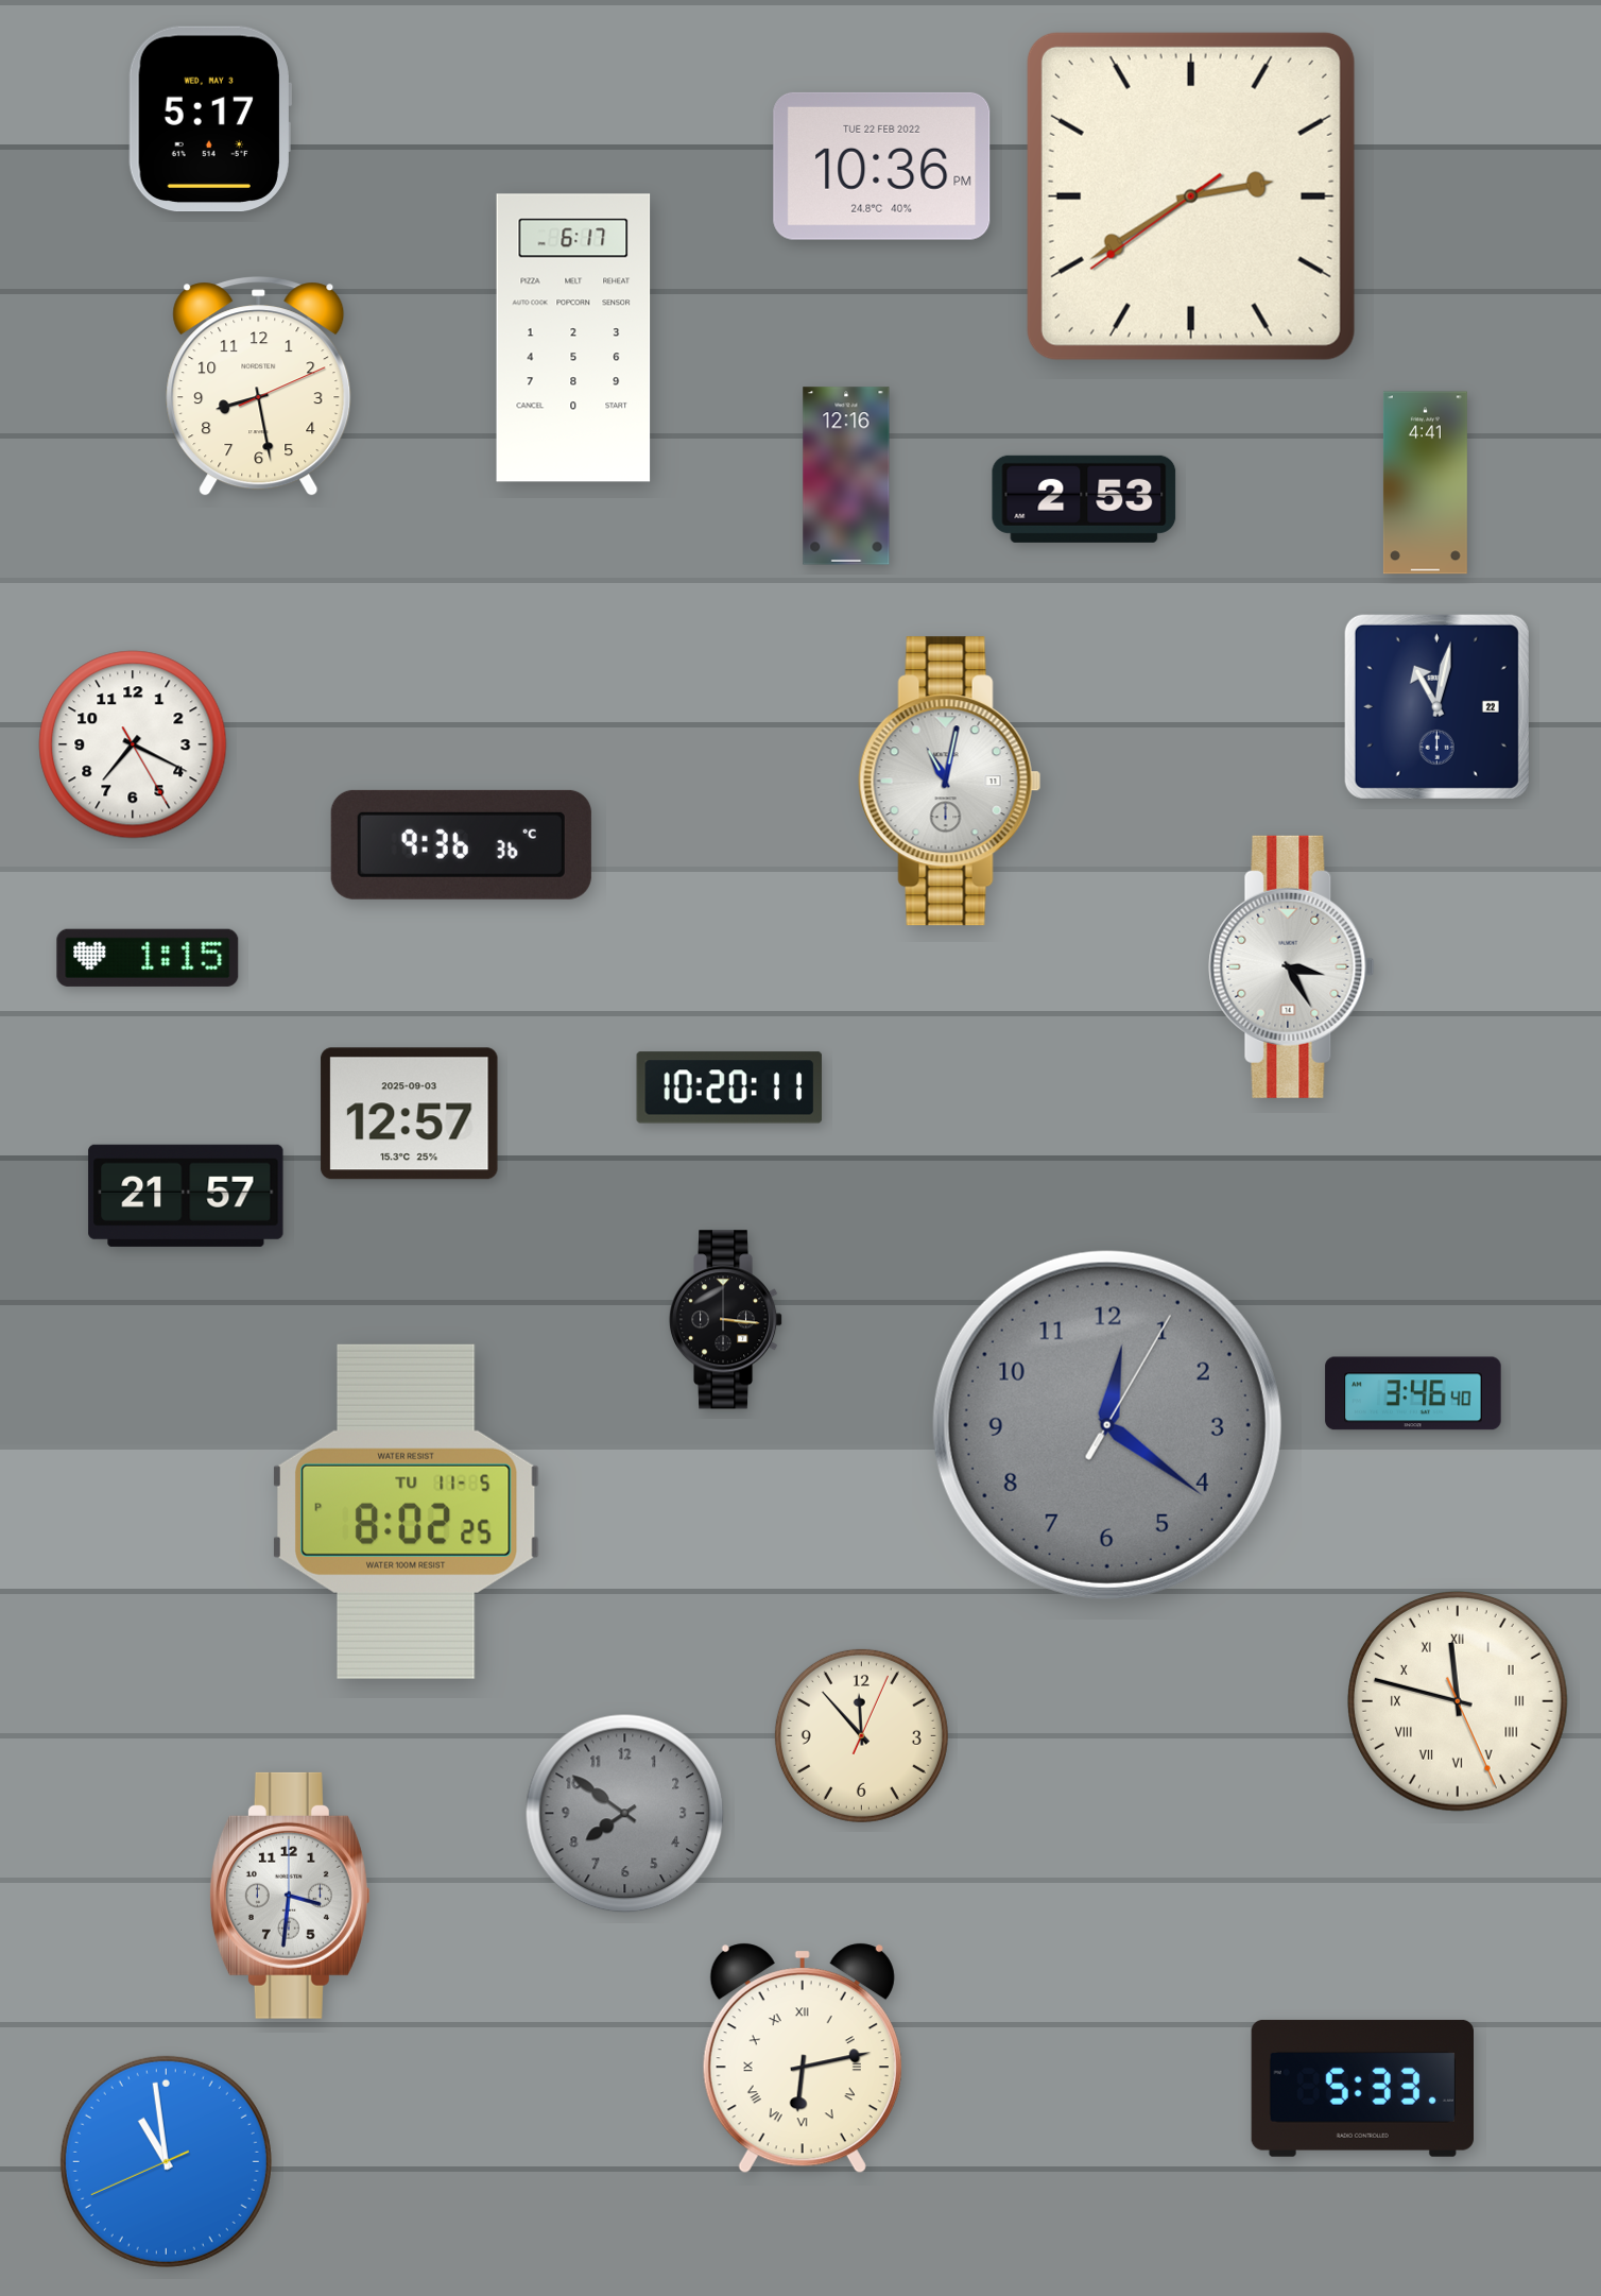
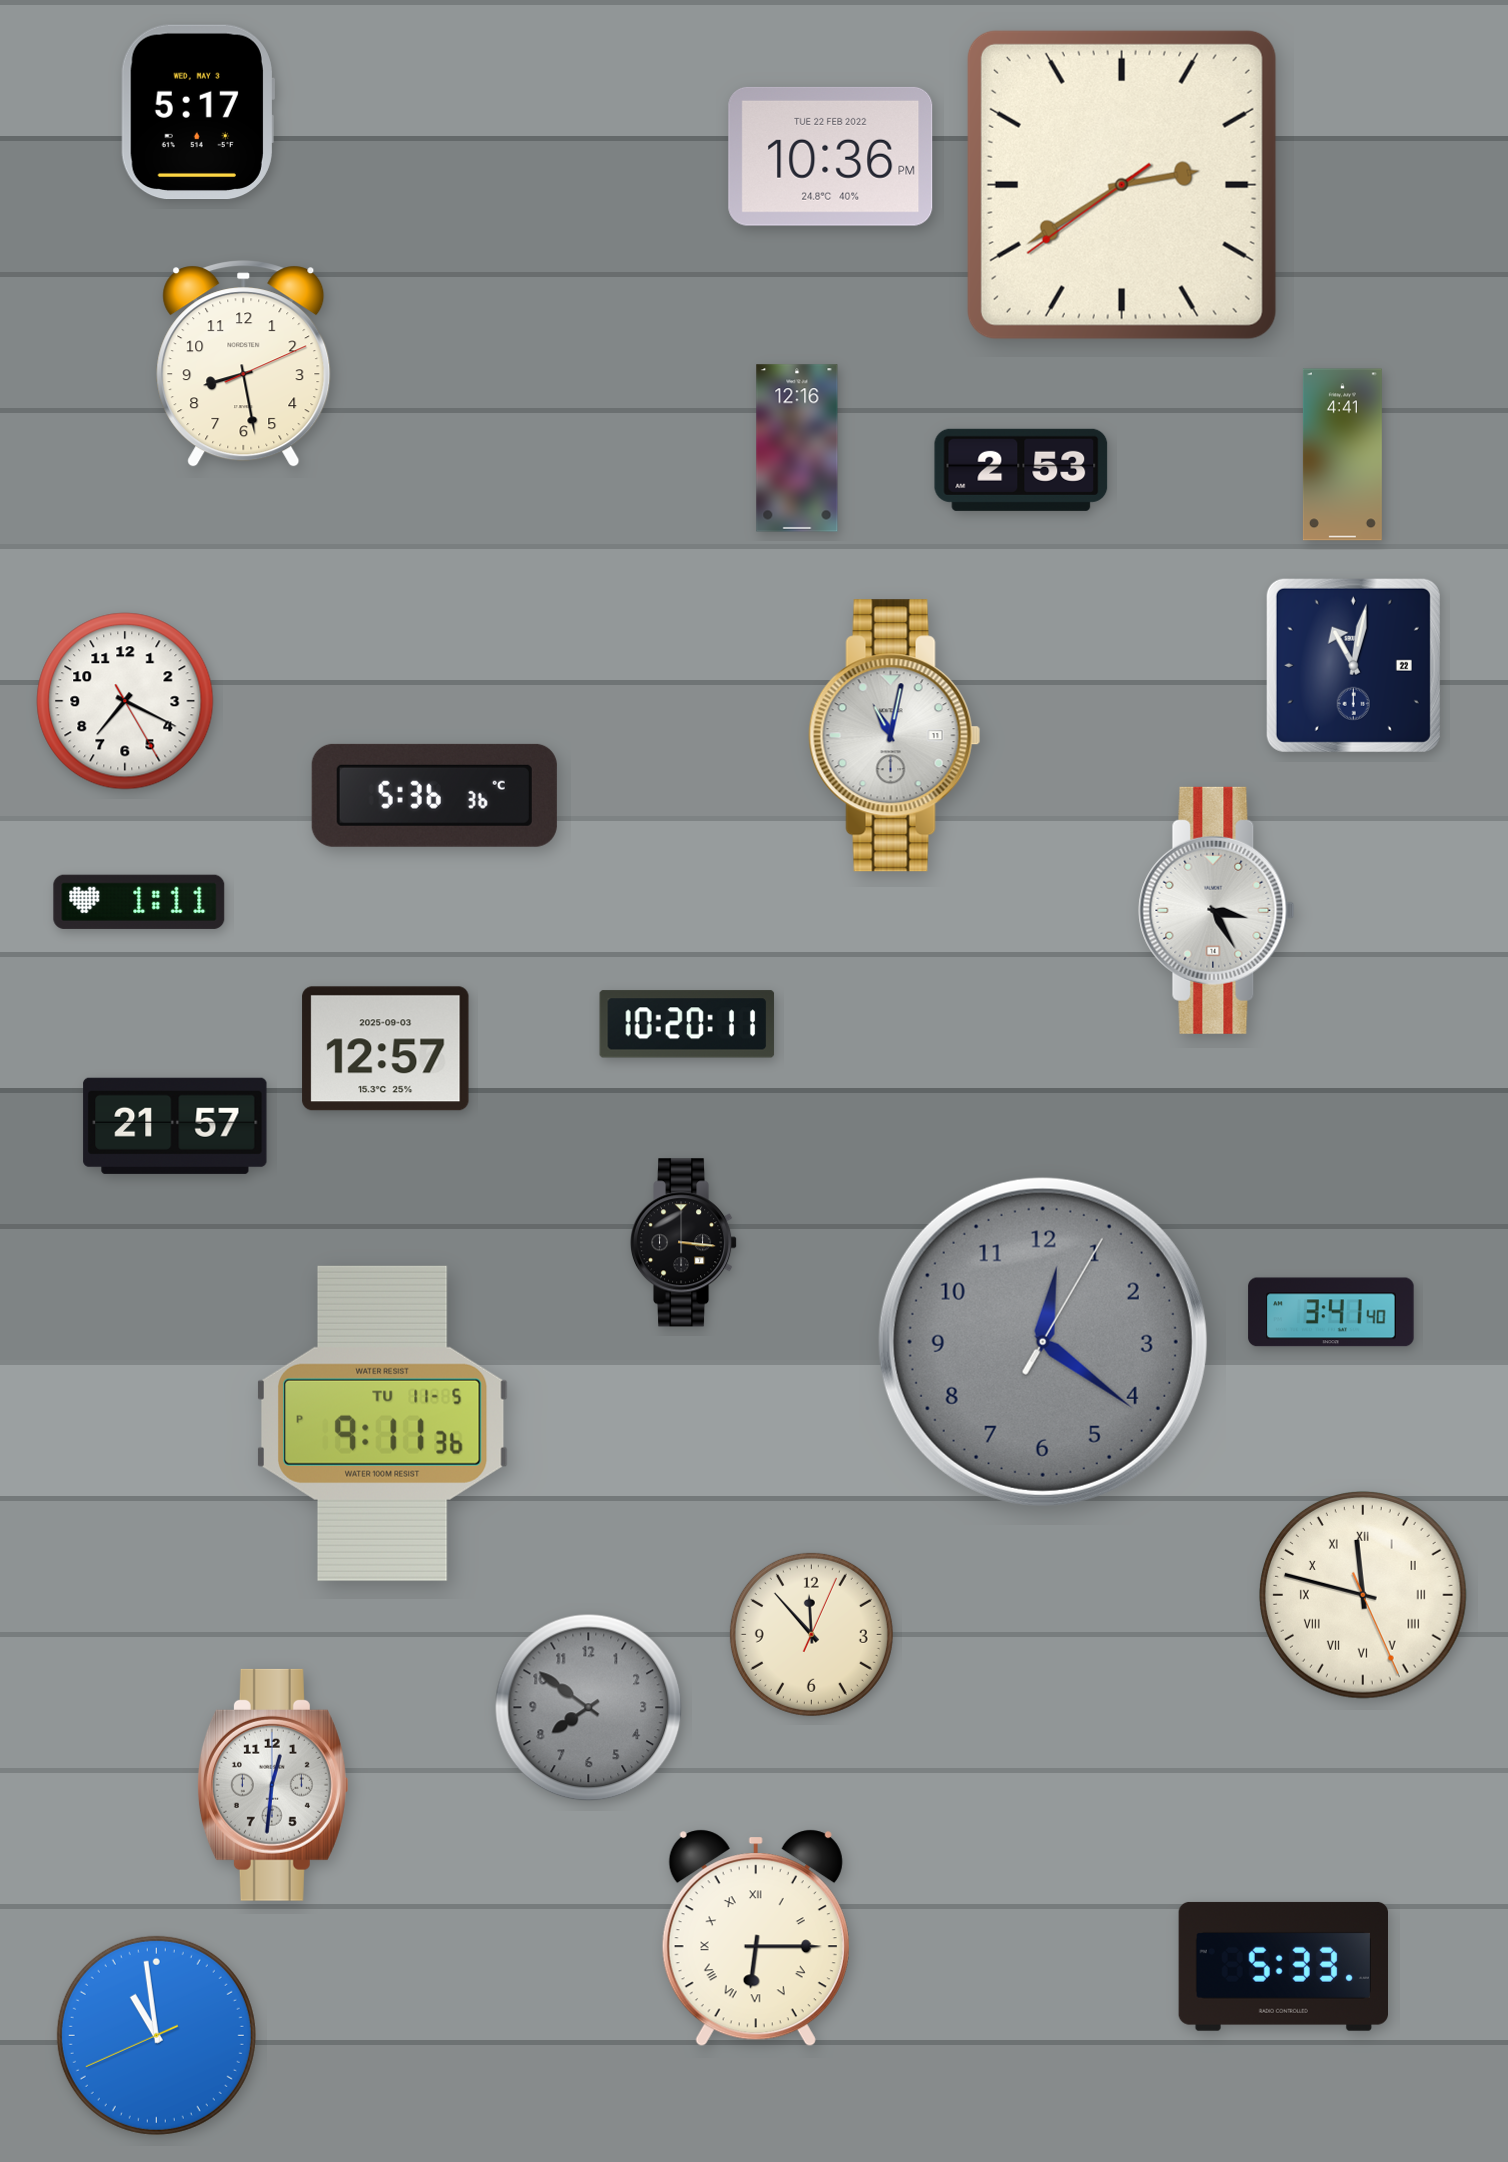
clock at (573, 338): 6:17 -> none
clock at (461, 844): 9:36 -> 5:36
clock at (148, 958): 1:15 -> 1:11
clock at (1413, 1393): 3:46 -> 3:41
clock at (406, 1511): 8:02 -> 9:11
clock at (1459, 1702) position: (1459, 1702) -> (1364, 1596)
clock at (290, 1896): 3:31 -> 12:31
clock at (803, 2058): 6:13 -> 6:15
